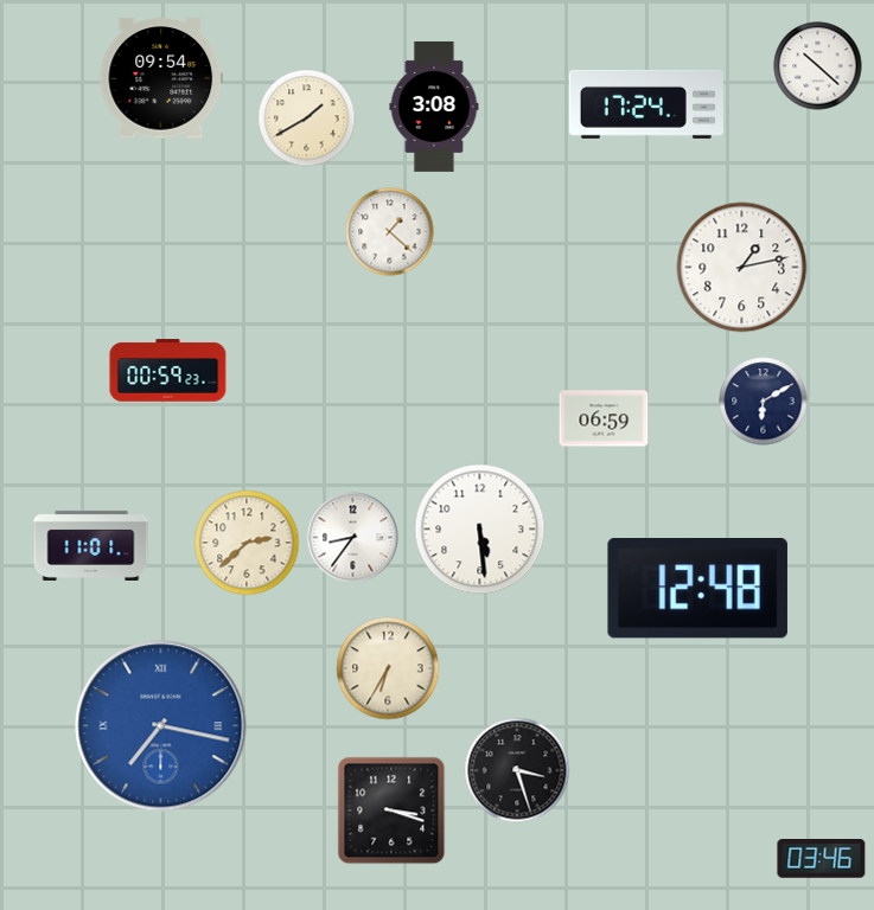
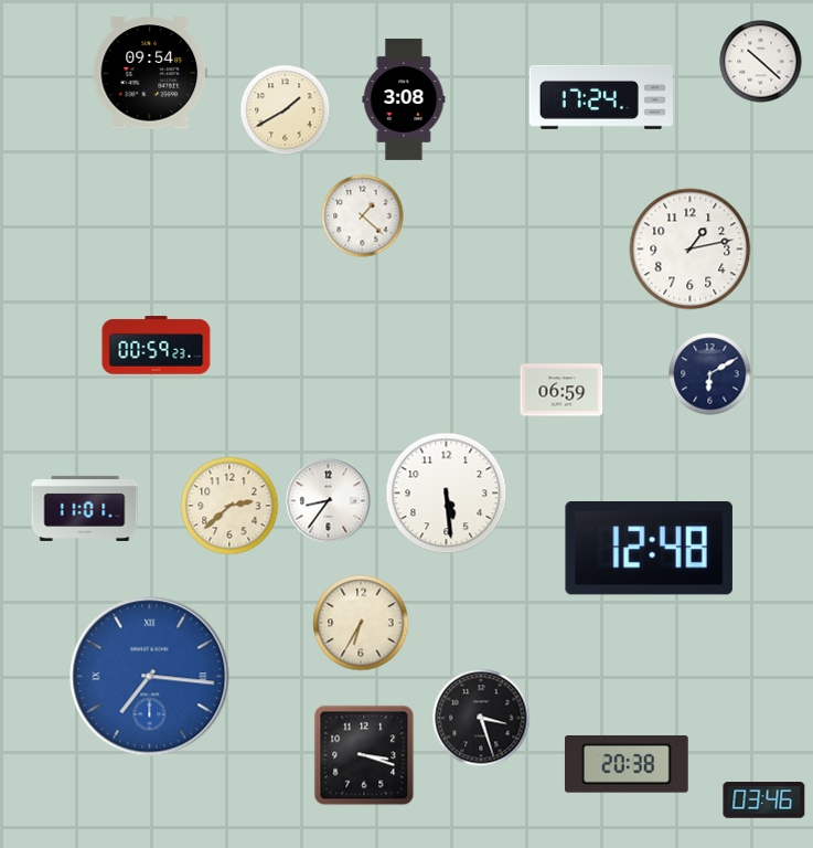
clock at (161, 726): 7:17 -> 7:16
clock at (627, 764): none -> 20:38
